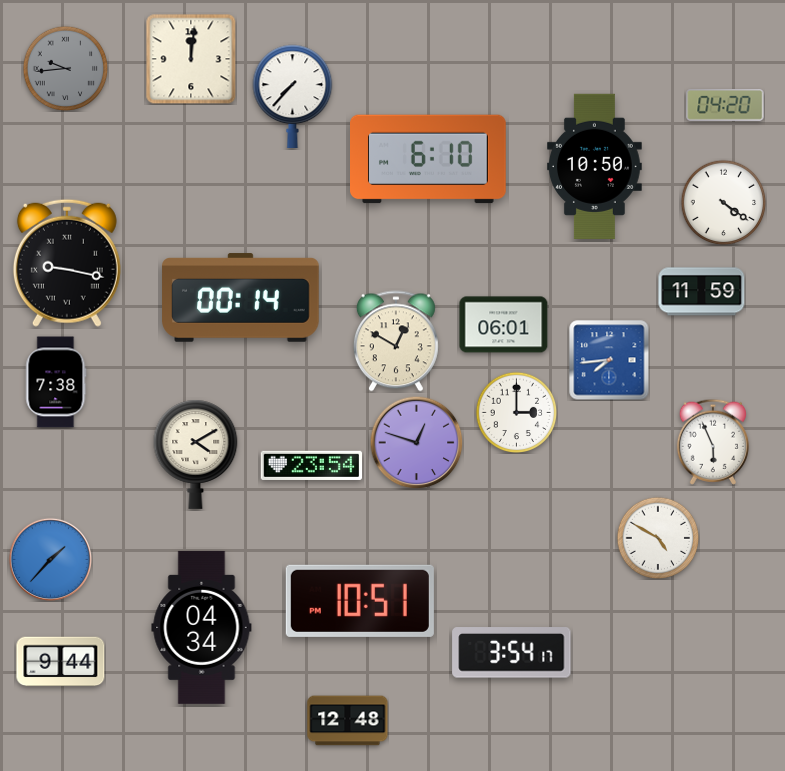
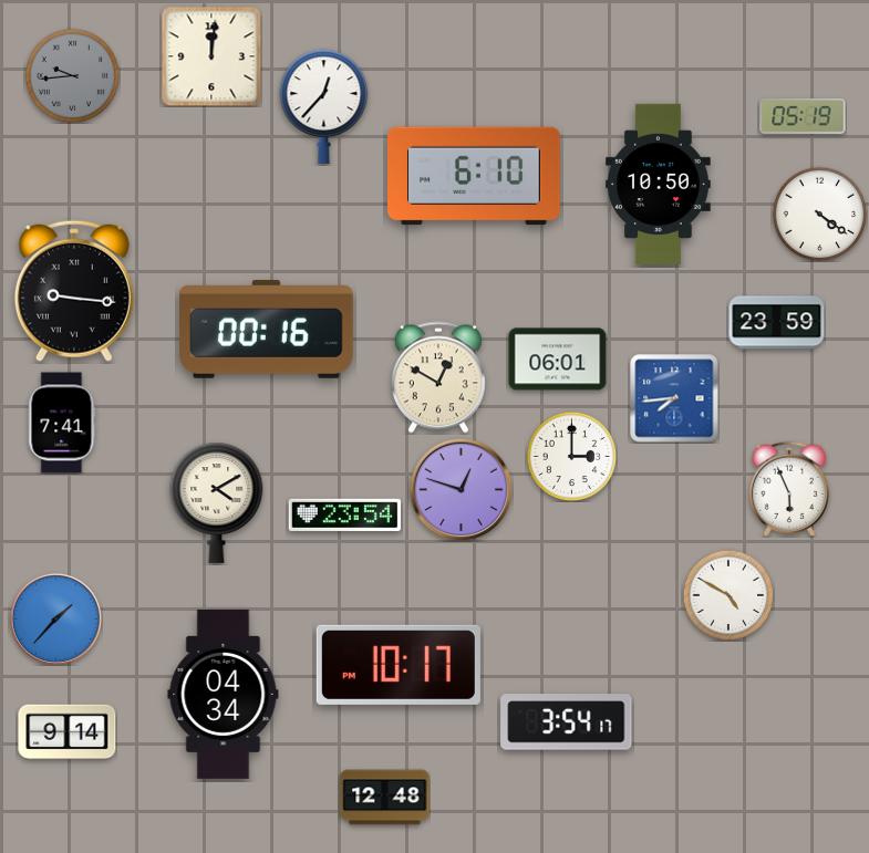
clock at (191, 59) position: (191, 59) -> (211, 56)
clock at (293, 96): 7:37 -> 12:37
clock at (725, 106): 04:20 -> 05:19
clock at (723, 202) position: (723, 202) -> (819, 214)
clock at (67, 263): 9:17 -> 9:16
clock at (702, 292): 11:59 -> 23:59
clock at (241, 298): 00:14 -> 00:16
clock at (56, 382): 7:38 -> 7:41
clock at (360, 601): 10:51 -> 10:17
clock at (61, 662): 9:44 -> 9:14
